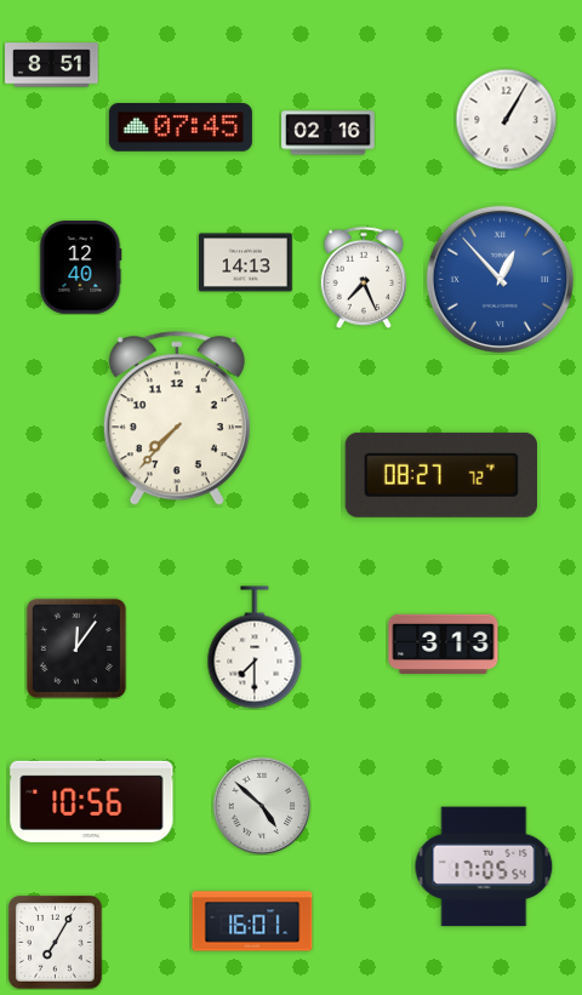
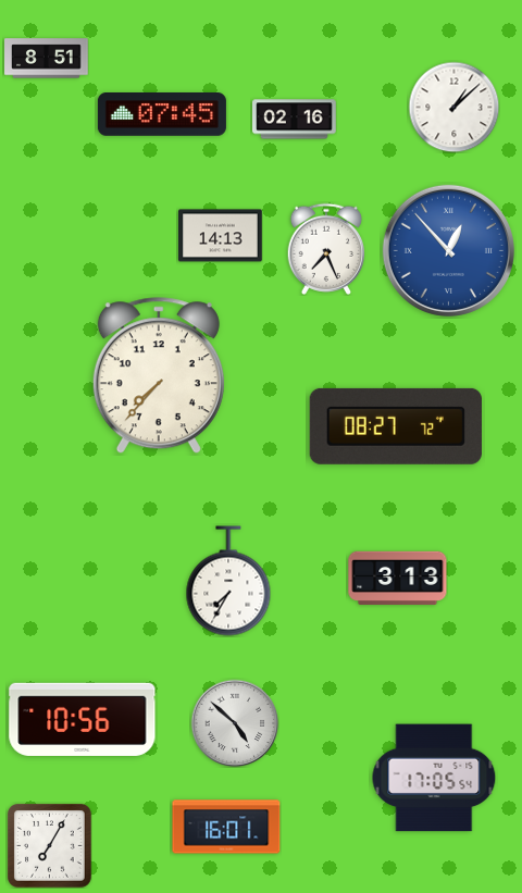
clock at (506, 119): 1:05 -> 1:08
clock at (80, 268): 12:40 -> none
clock at (255, 647): 7:30 -> 7:35
clock at (76, 648): 12:06 -> none
